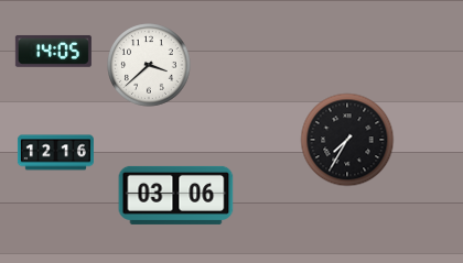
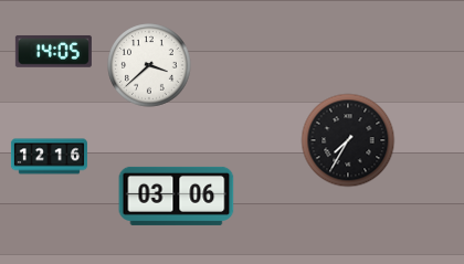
clock at (55, 153) position: (55, 153) -> (49, 157)
